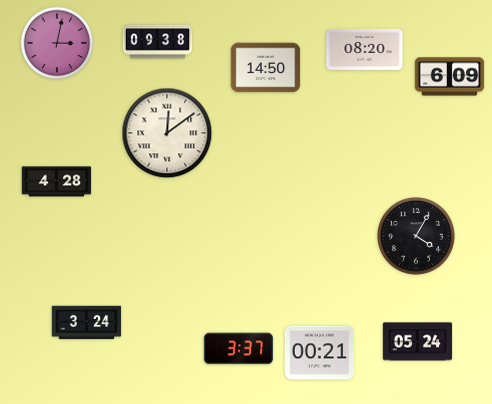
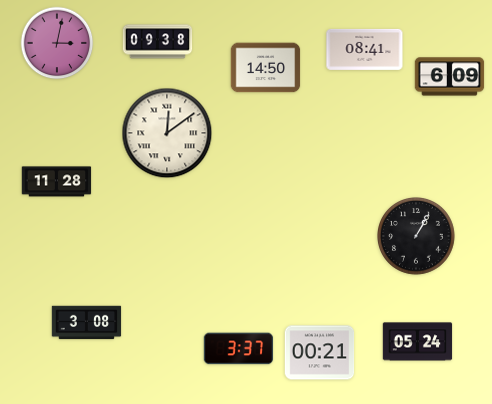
clock at (365, 49): 08:20 -> 08:41
clock at (57, 182): 4:28 -> 11:28
clock at (417, 237): 4:05 -> 1:05
clock at (87, 323): 3:24 -> 3:08
